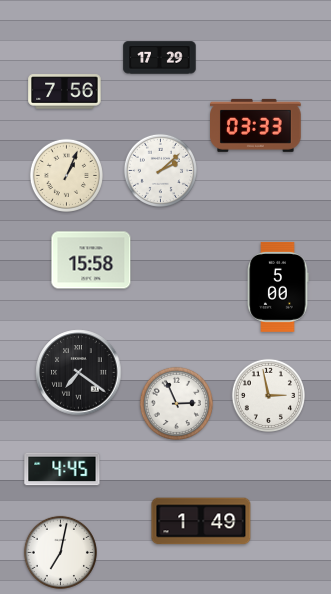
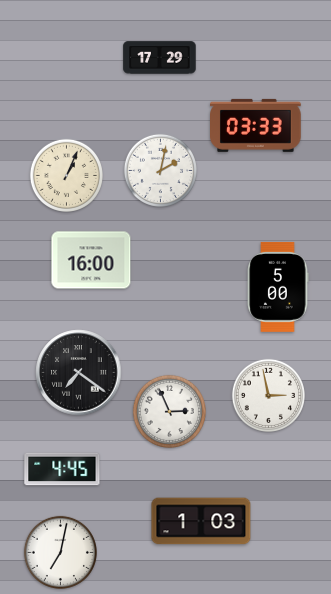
clock at (65, 92): 7:56 -> none
clock at (160, 170): 2:08 -> 2:02
clock at (91, 260): 15:58 -> 16:00
clock at (176, 403) position: (176, 403) -> (169, 411)
clock at (201, 521): 1:49 -> 1:03
